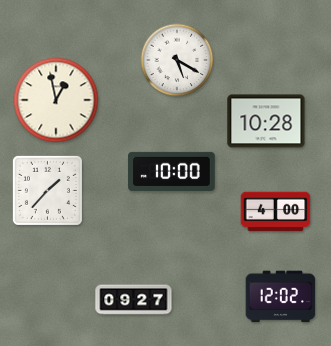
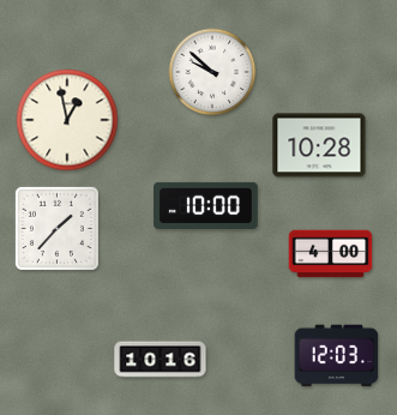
clock at (177, 60): 5:20 -> 9:52
clock at (281, 297): 12:02 -> 12:03
clock at (134, 300): 09:27 -> 10:16
